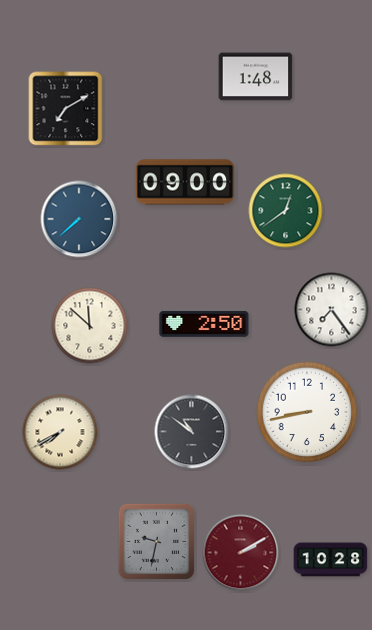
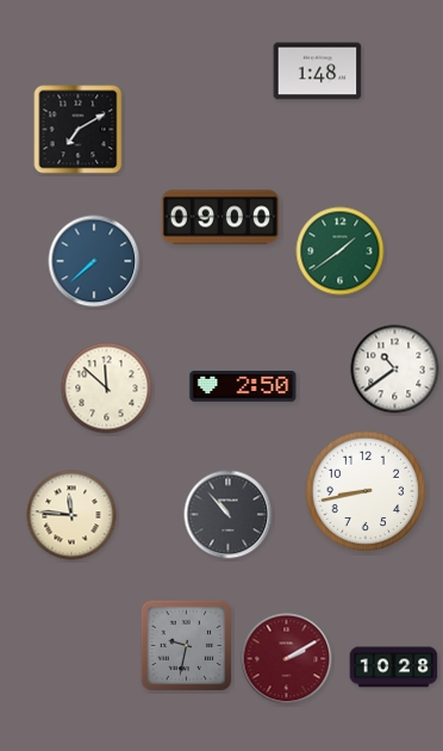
clock at (256, 77) position: (256, 77) -> (318, 72)
clock at (286, 211): 12:39 -> 1:39
clock at (332, 310): 7:24 -> 10:39
clock at (60, 432): 7:40 -> 11:46
clock at (192, 432): 10:51 -> 10:53
